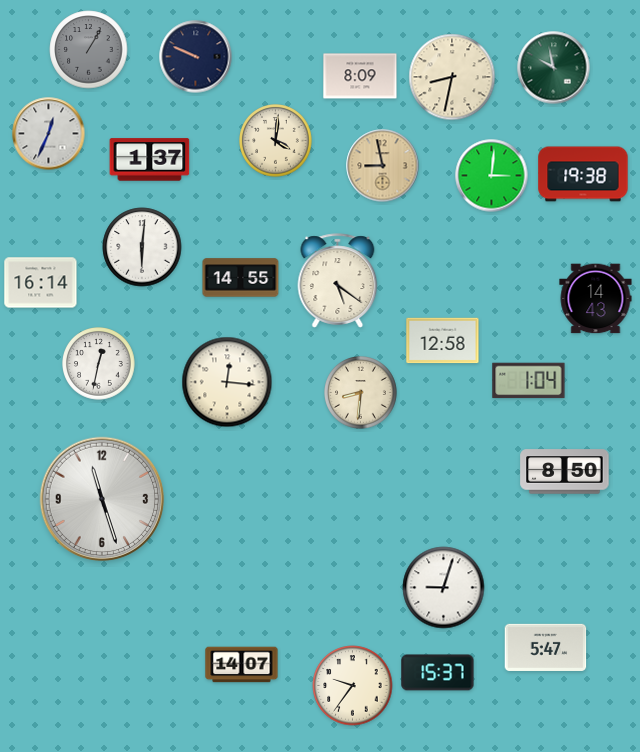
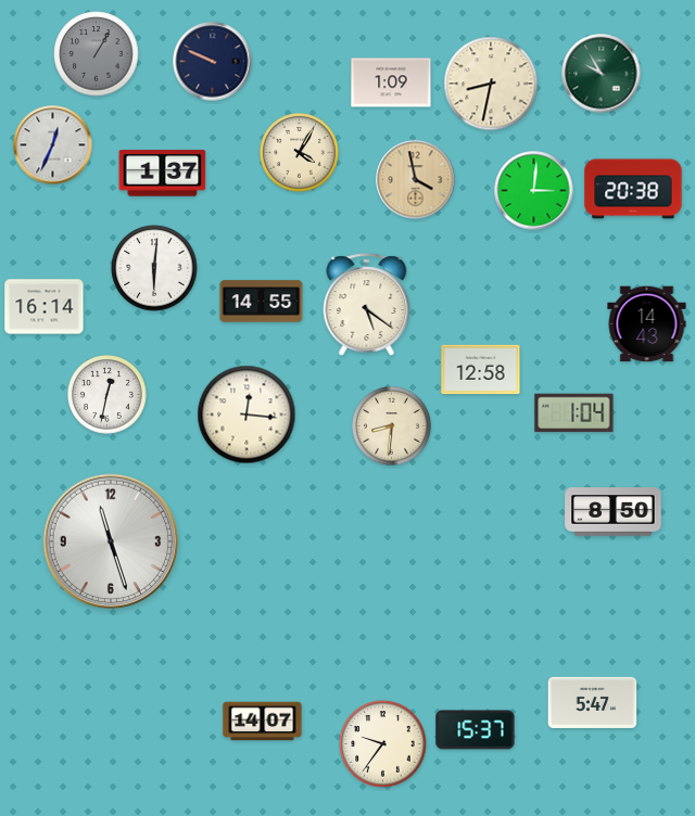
clock at (554, 68): 9:58 -> 9:55
clock at (360, 76): 8:09 -> 1:09
clock at (276, 141): 4:01 -> 4:05
clock at (383, 166): 8:58 -> 3:58
clock at (583, 174): 19:38 -> 20:38
clock at (444, 588): 9:03 -> none
